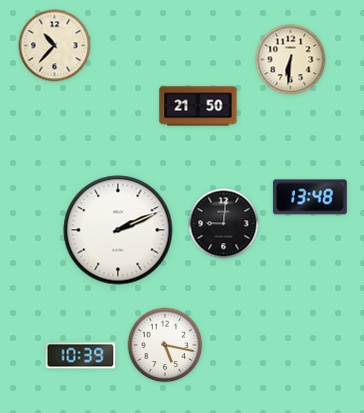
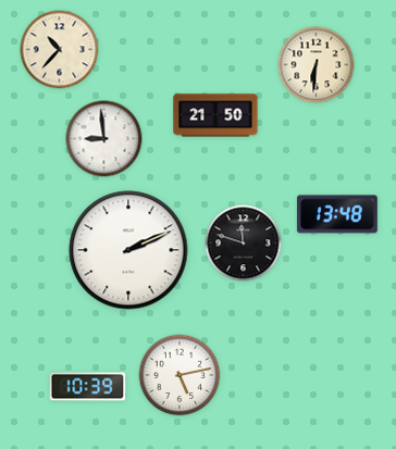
clock at (104, 139): none -> 8:59
clock at (224, 224): 9:01 -> 11:48
clock at (165, 345): 5:17 -> 5:13
